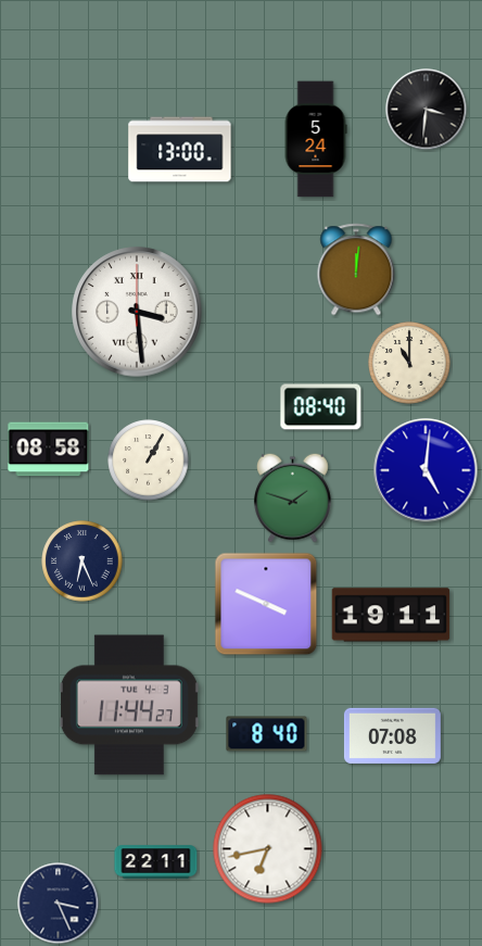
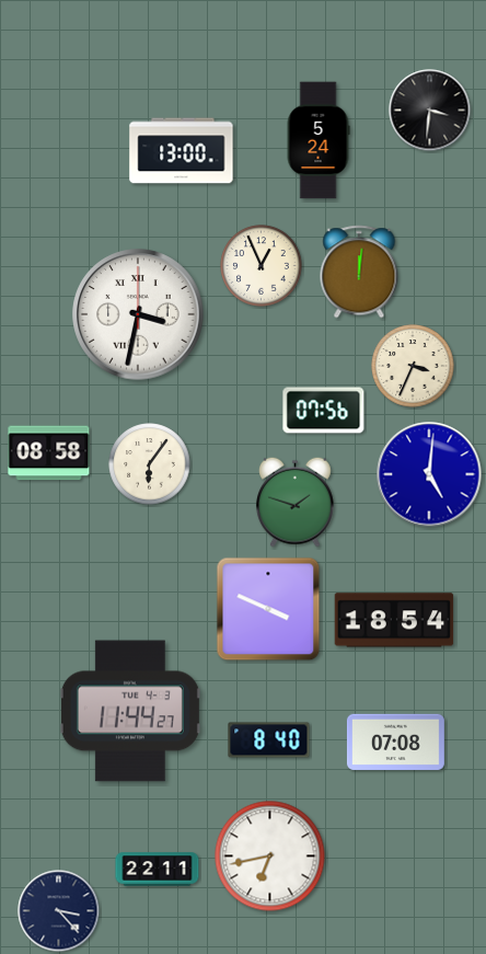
clock at (262, 266): none -> 12:56
clock at (137, 312): 3:29 -> 3:32
clock at (409, 363): 11:00 -> 3:34
clock at (321, 407): 08:40 -> 07:56
clock at (149, 461): 1:05 -> 6:06
clock at (83, 562): 6:26 -> none
clock at (391, 615): 19:11 -> 18:54
clock at (59, 904): 3:26 -> 3:23
